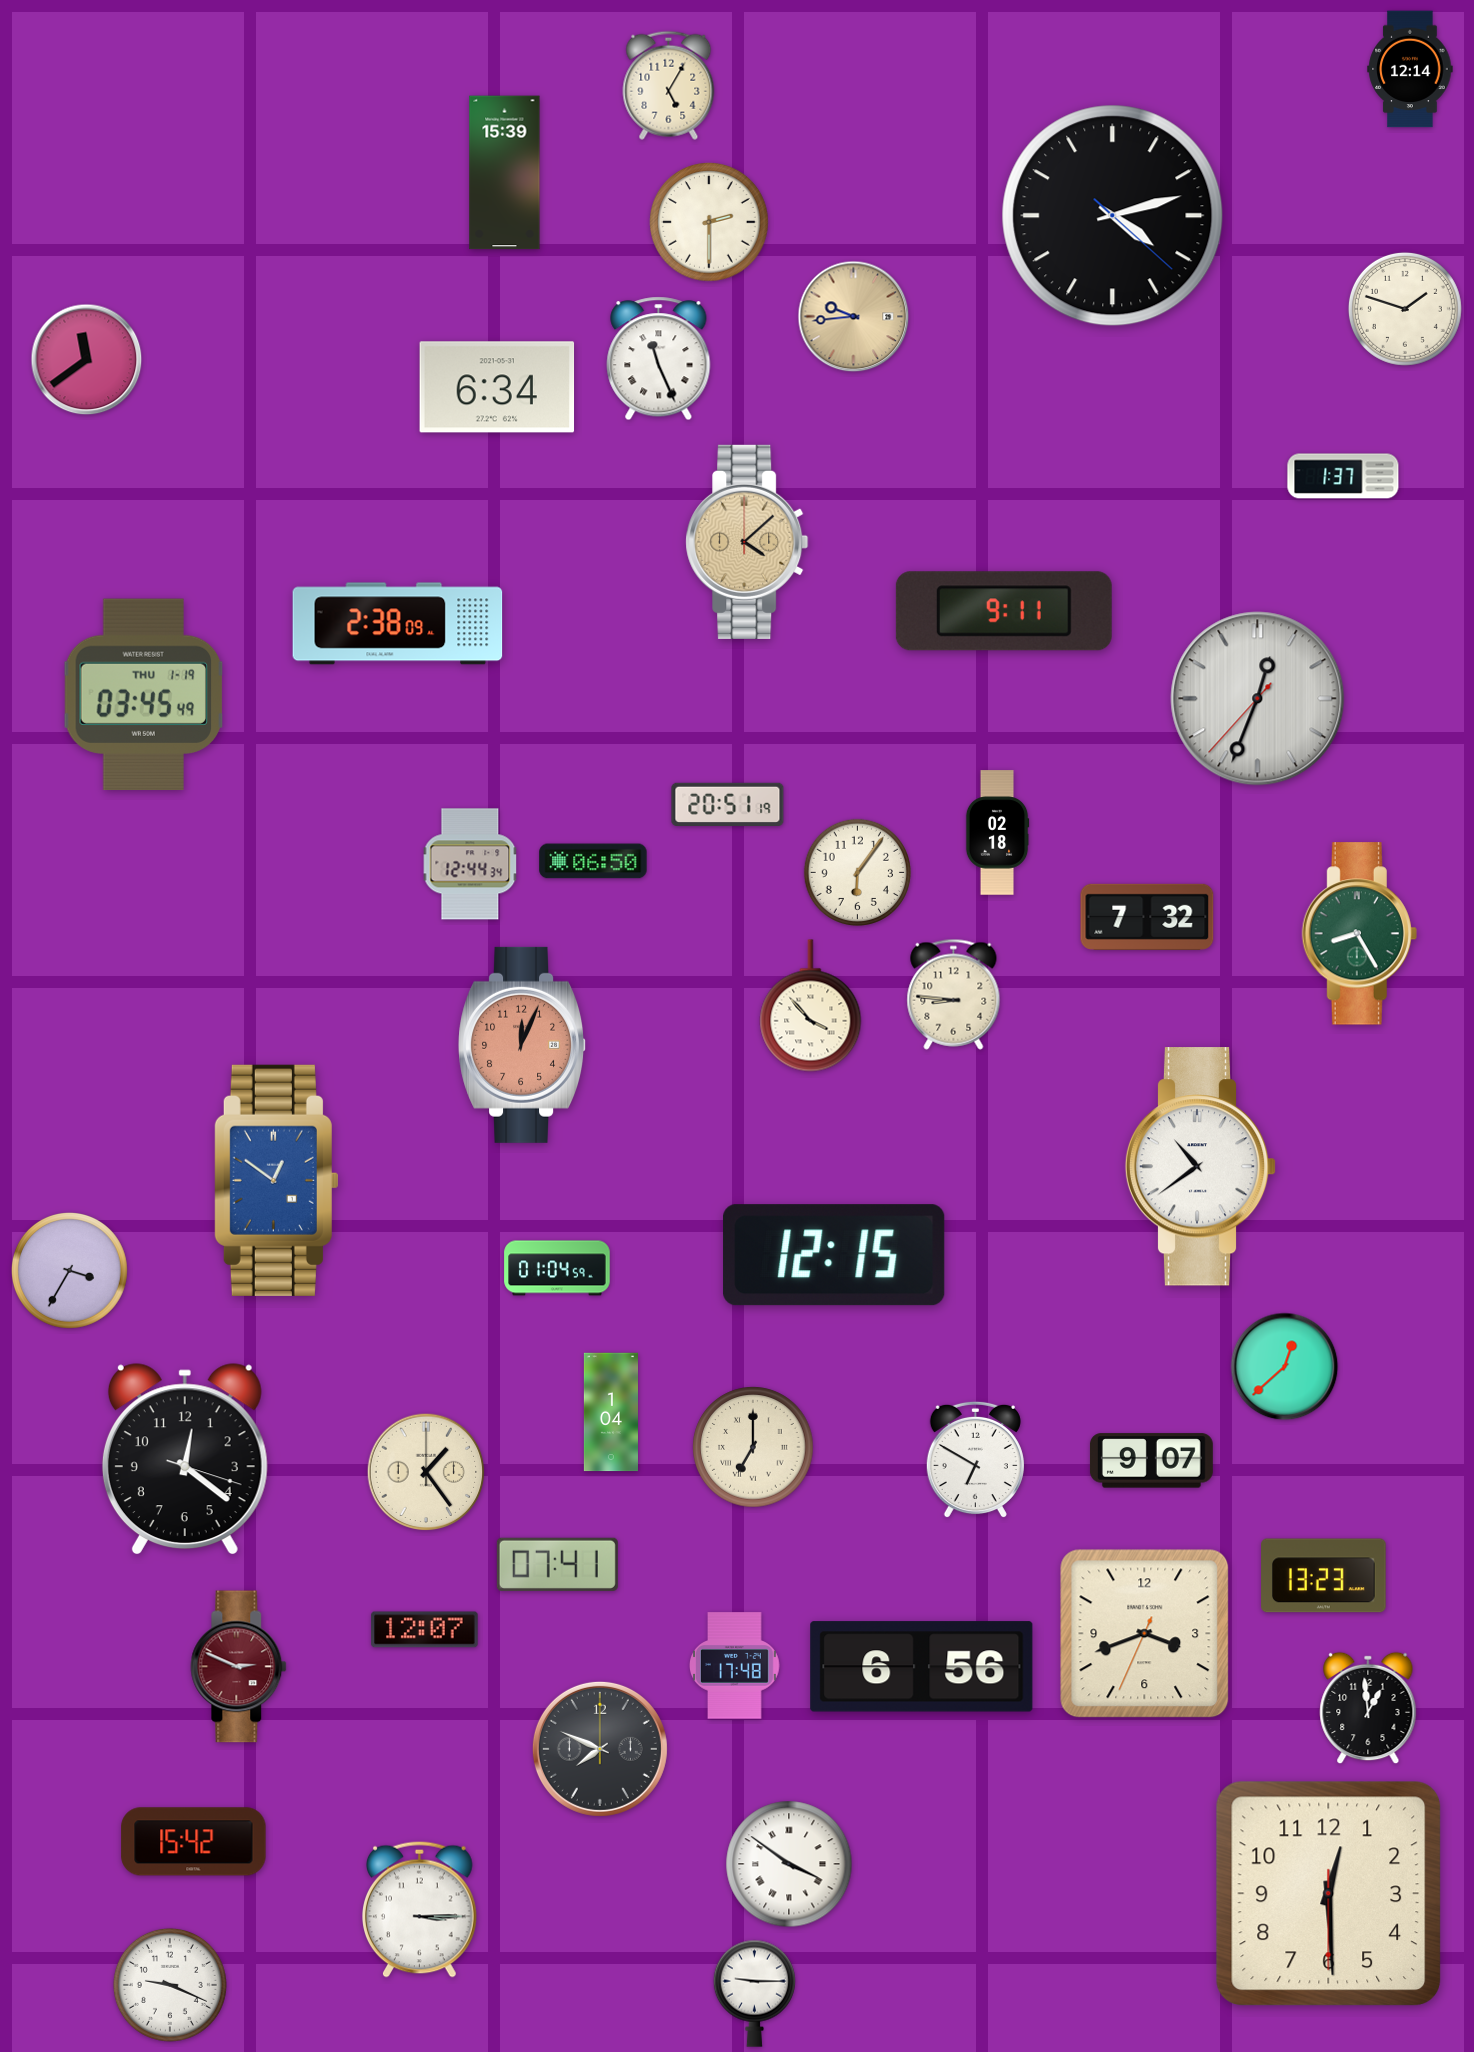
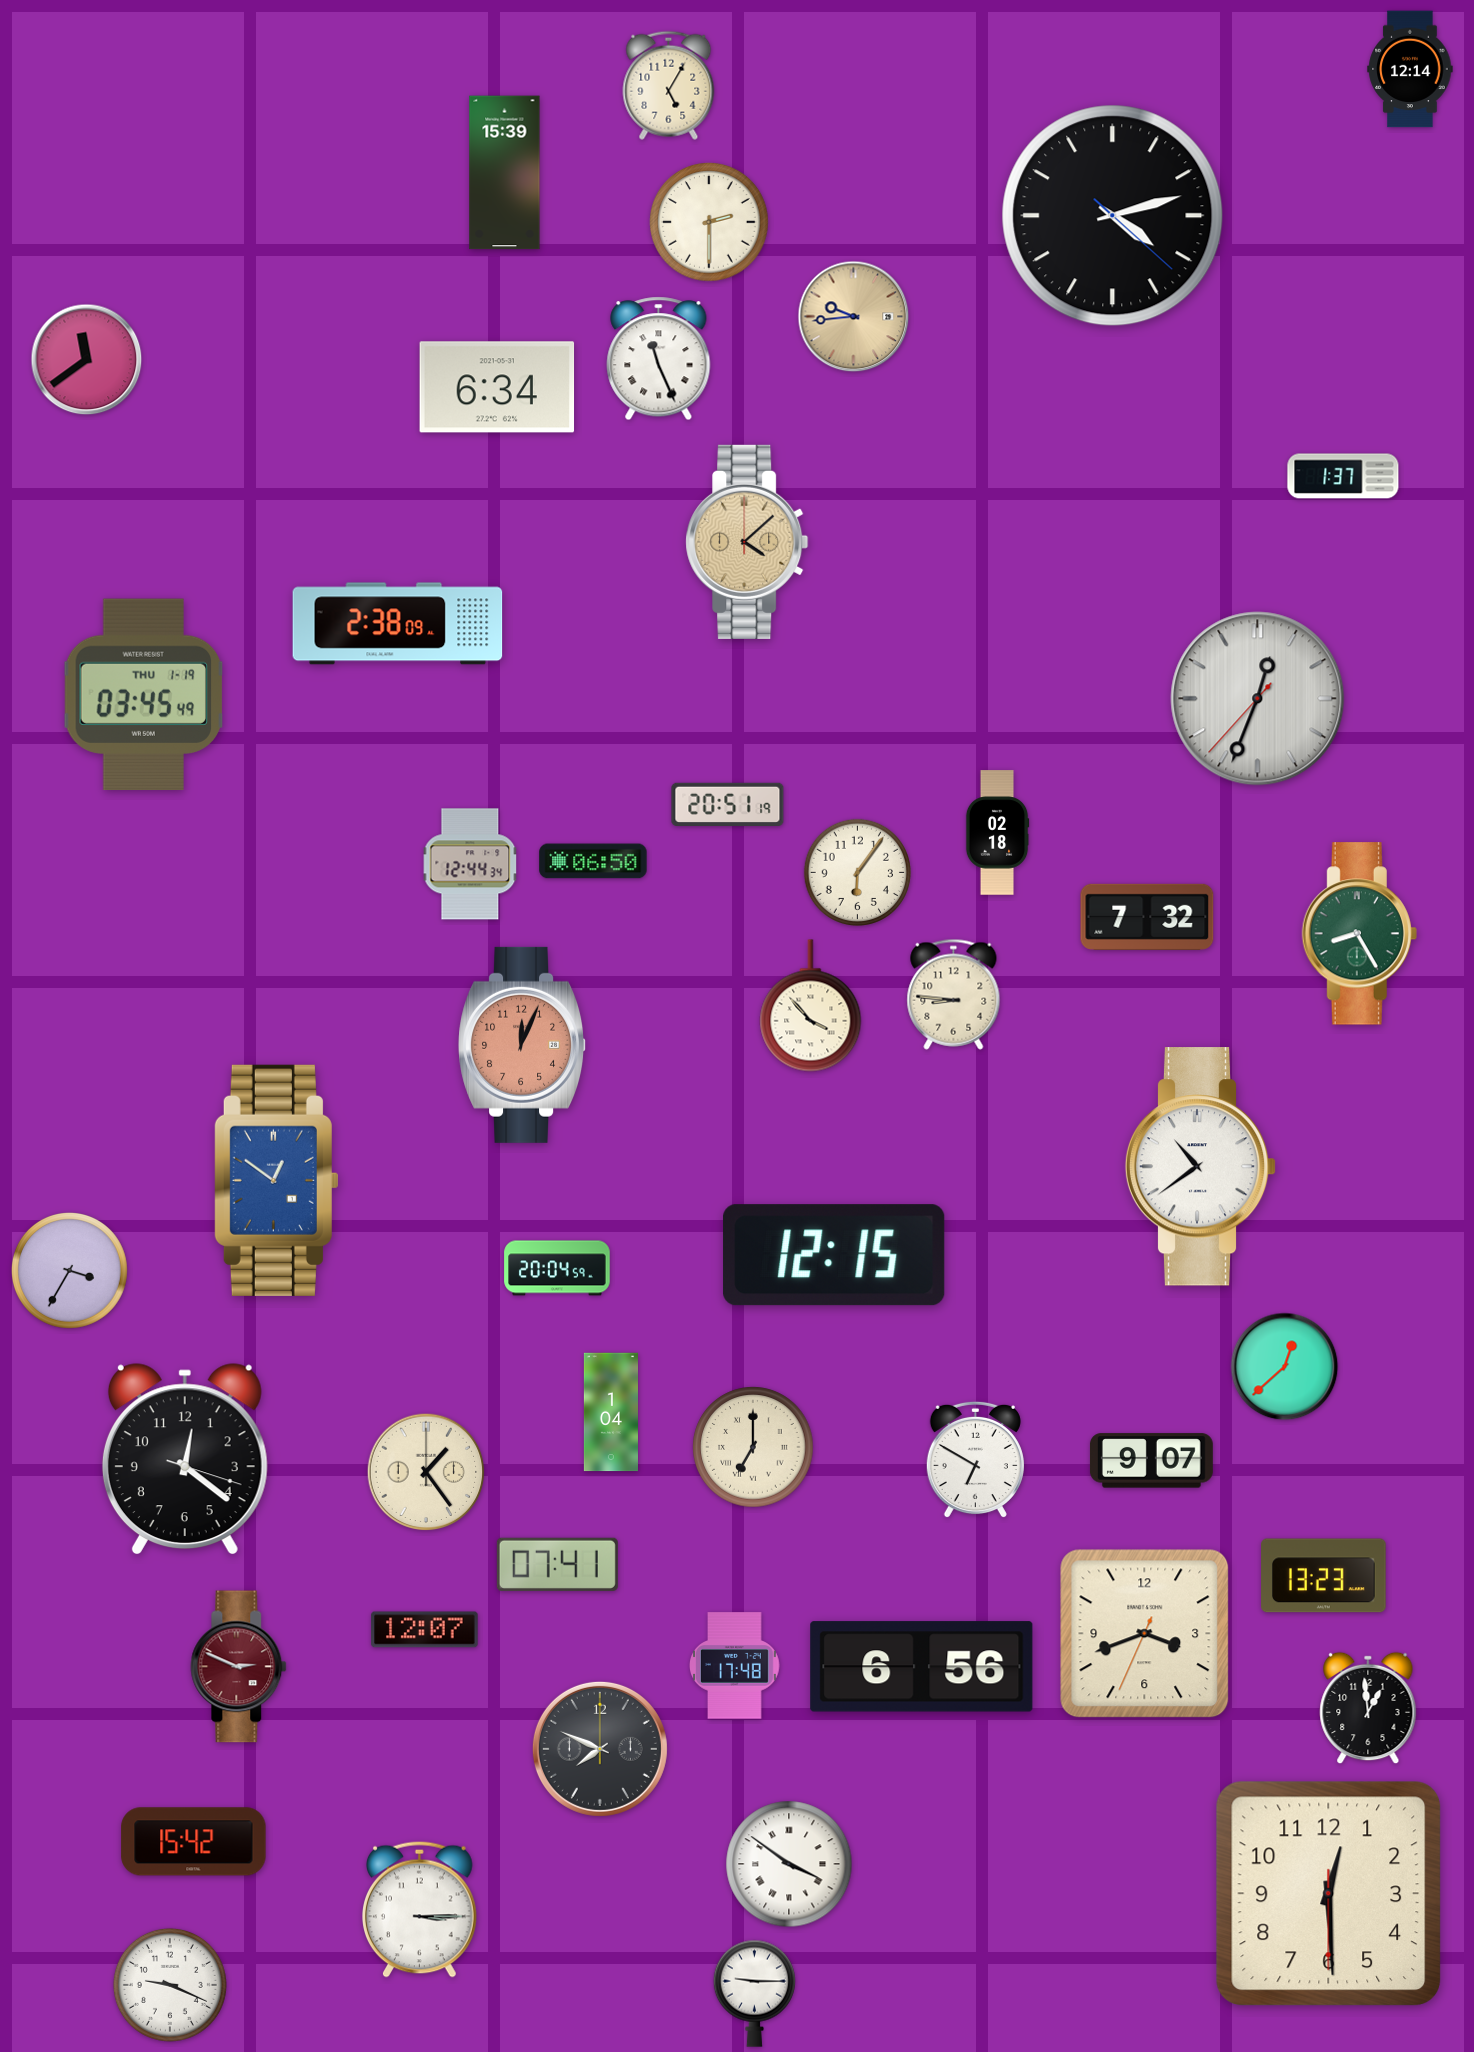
clock at (1405, 309): 1:48 -> none
clock at (1004, 611): 9:11 -> none
clock at (557, 1268): 01:04 -> 20:04
